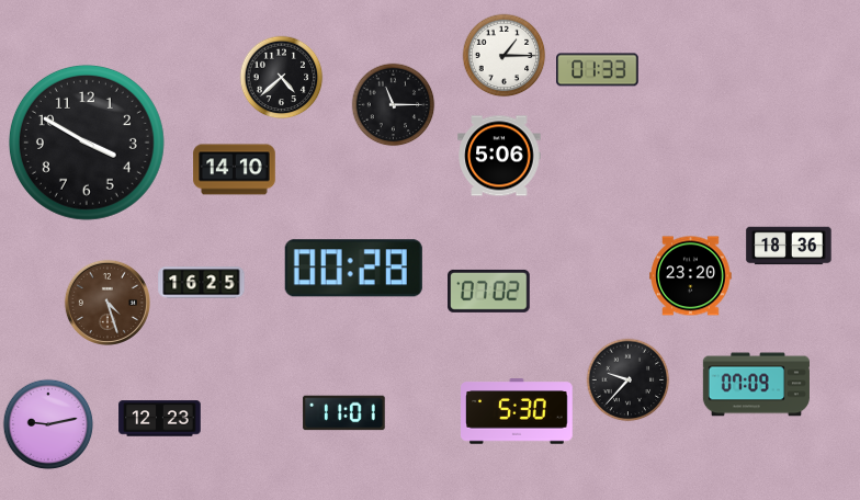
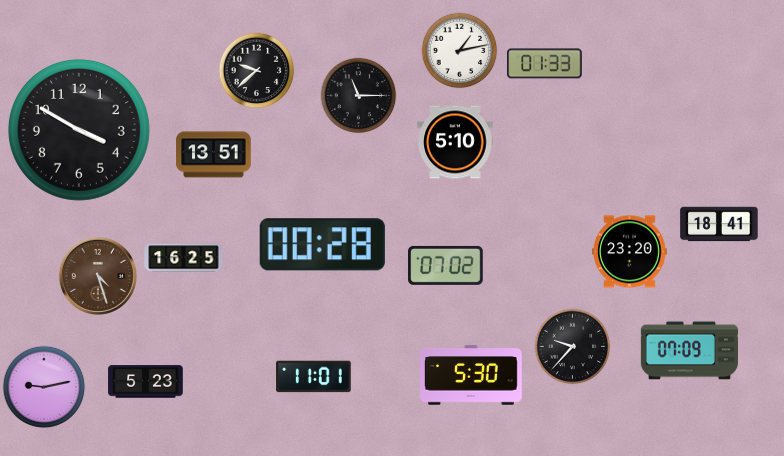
clock at (505, 56): 1:15 -> 1:13
clock at (282, 78): 4:38 -> 9:38
clock at (499, 156): 5:06 -> 5:10
clock at (235, 170): 14:10 -> 13:51
clock at (789, 246): 18:36 -> 18:41
clock at (160, 419): 12:23 -> 5:23
